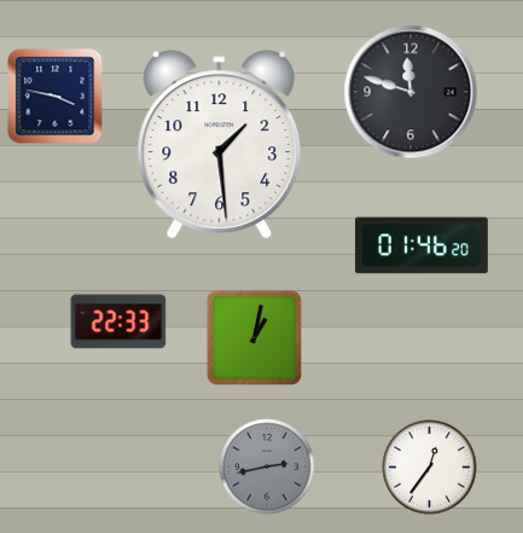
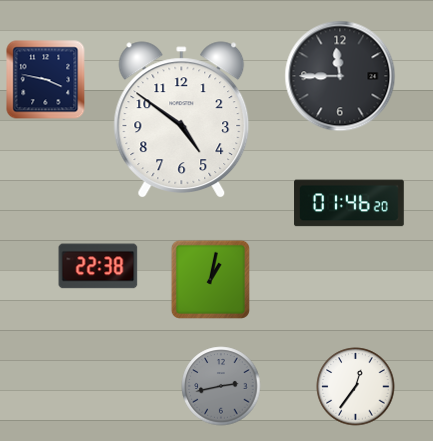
clock at (411, 92): 11:48 -> 11:45
clock at (220, 144): 1:29 -> 4:51
clock at (118, 321): 22:33 -> 22:38
